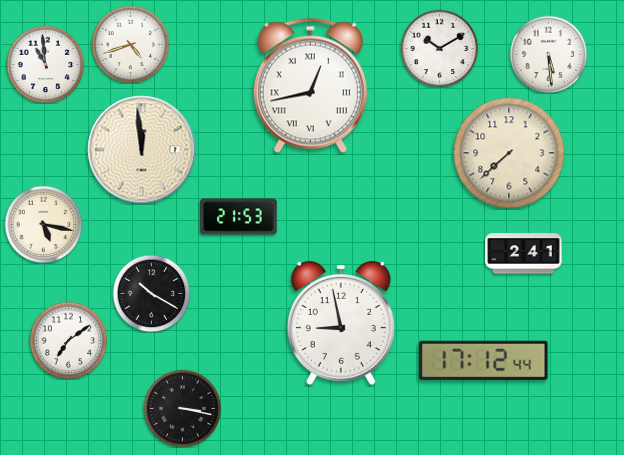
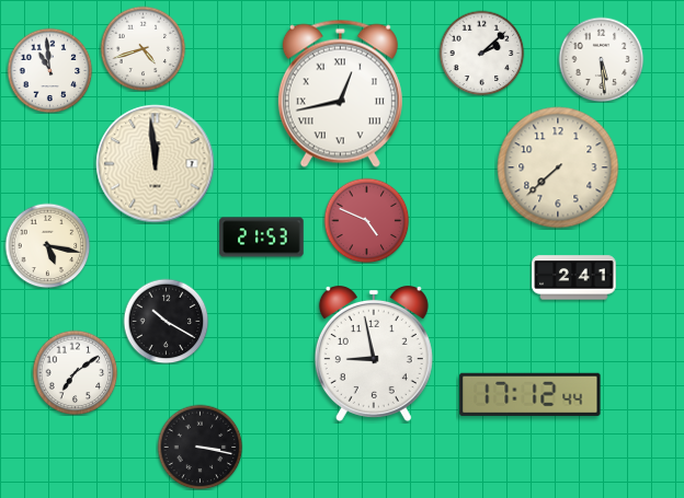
clock at (439, 48): 10:10 -> 2:08
clock at (366, 220): none -> 4:49
